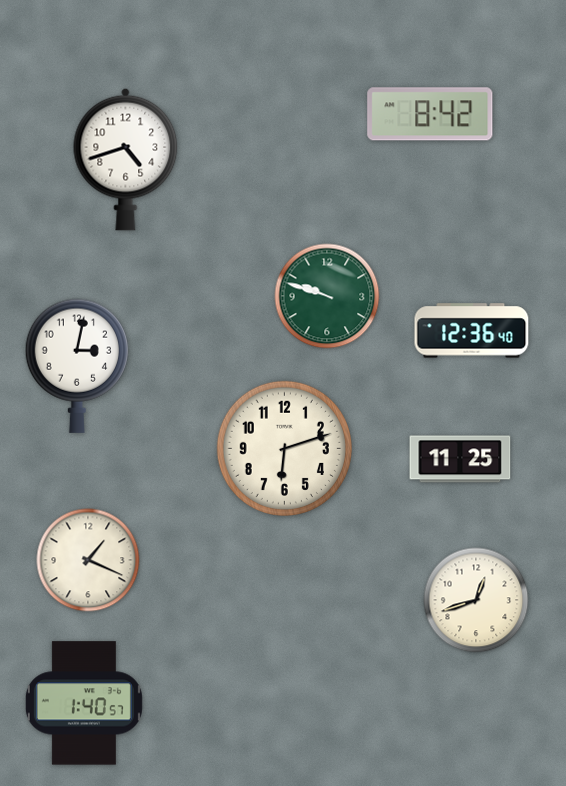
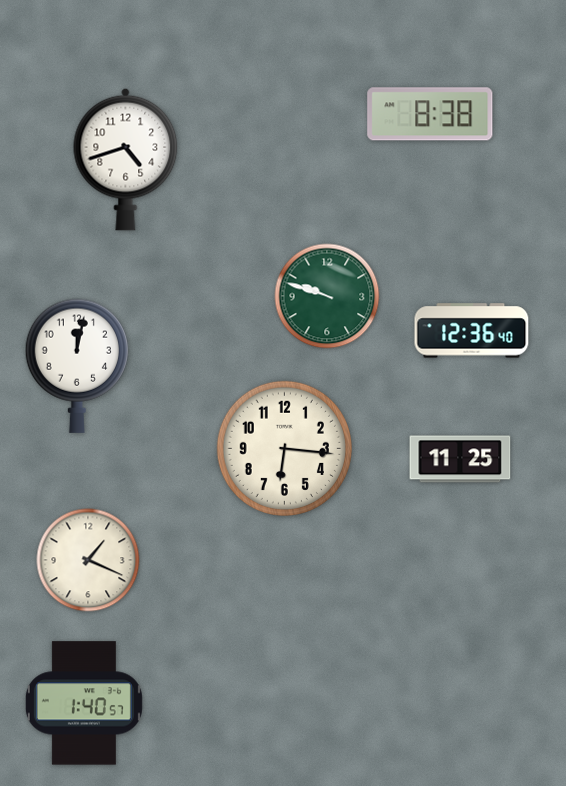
clock at (430, 114): 8:42 -> 8:38
clock at (77, 366): 3:02 -> 12:02
clock at (284, 448): 6:12 -> 6:16
clock at (476, 600): 12:42 -> none
